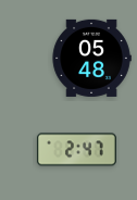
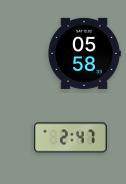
clock at (91, 58): 05:48 -> 05:58
